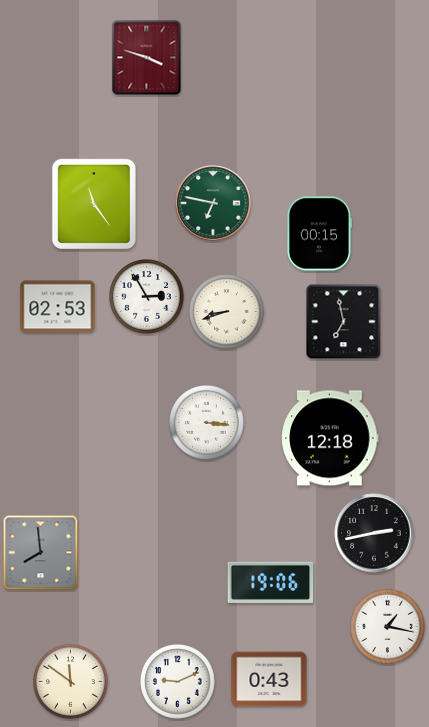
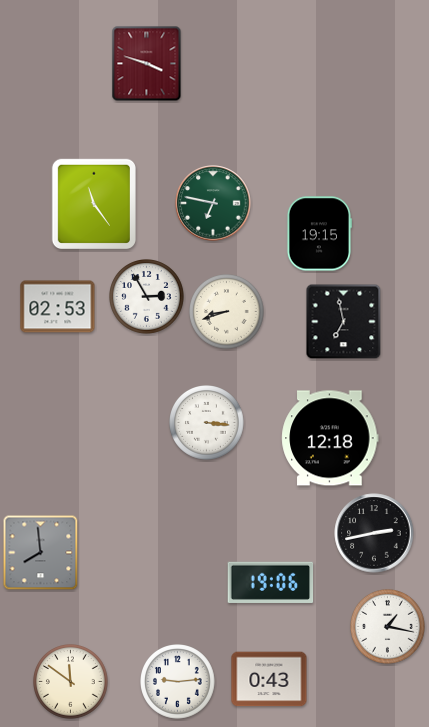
clock at (147, 58) position: (147, 58) -> (147, 64)
clock at (319, 234): 00:15 -> 19:15
clock at (178, 682): 9:11 -> 9:14
